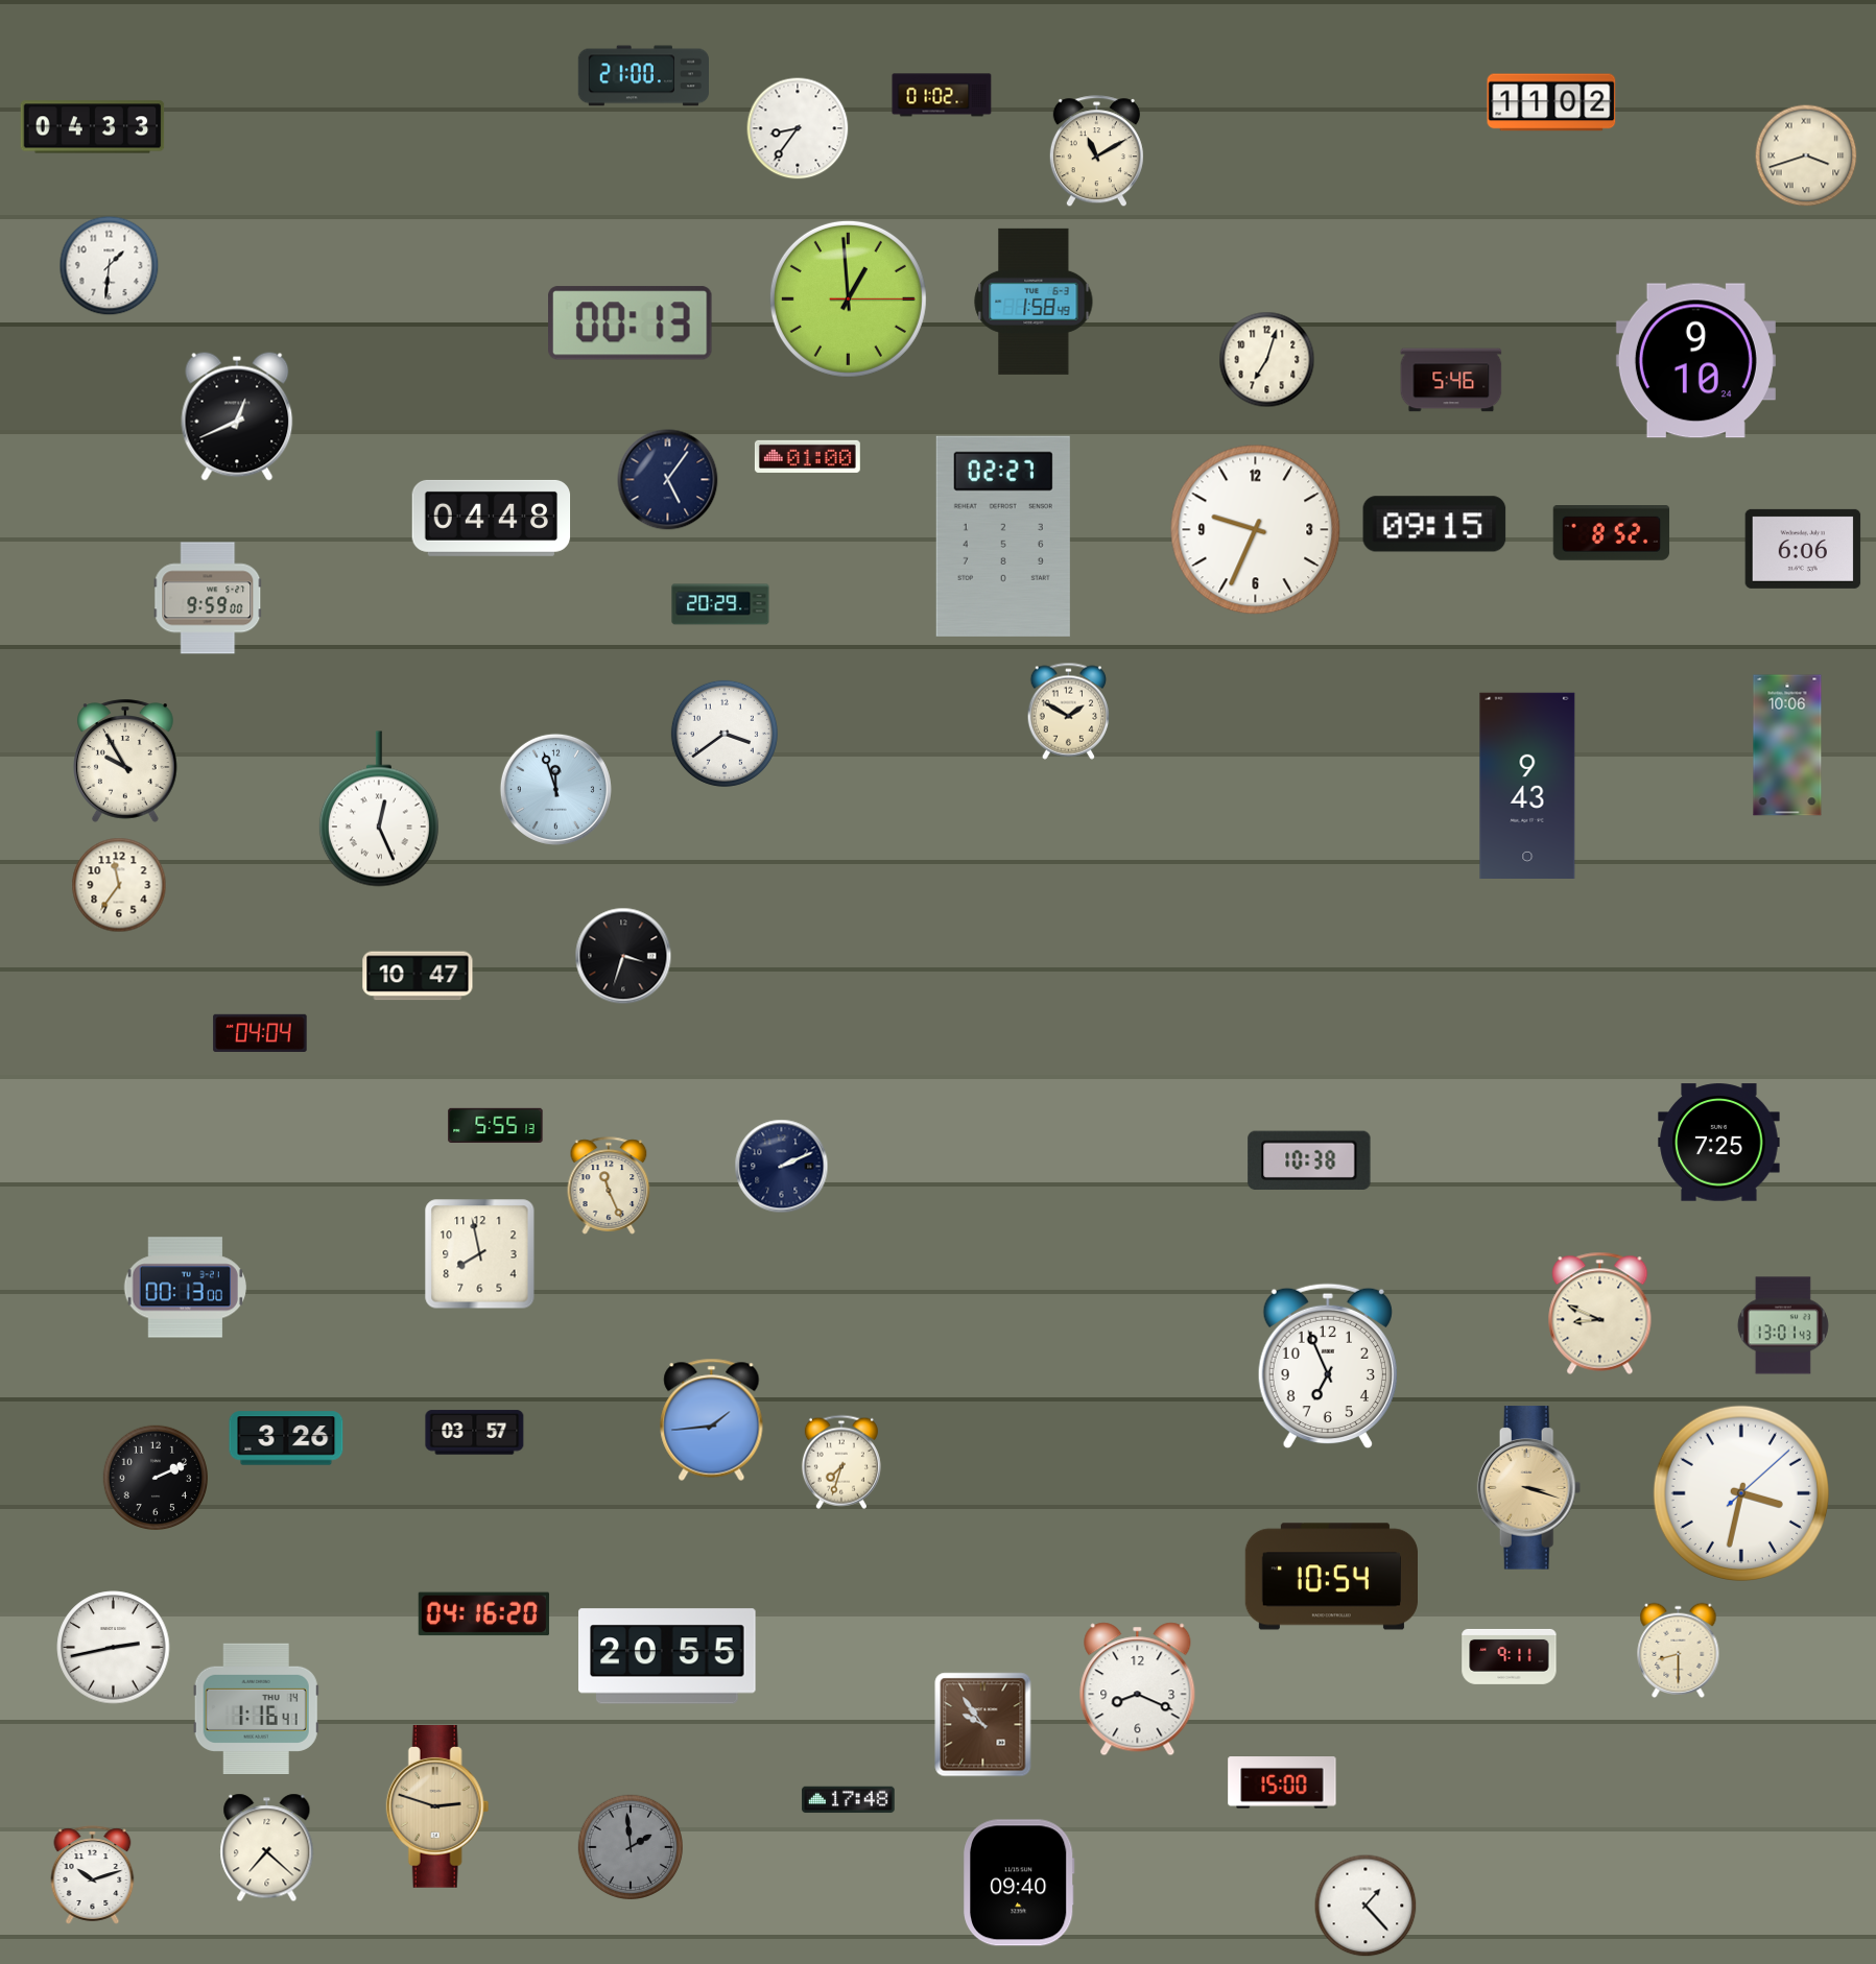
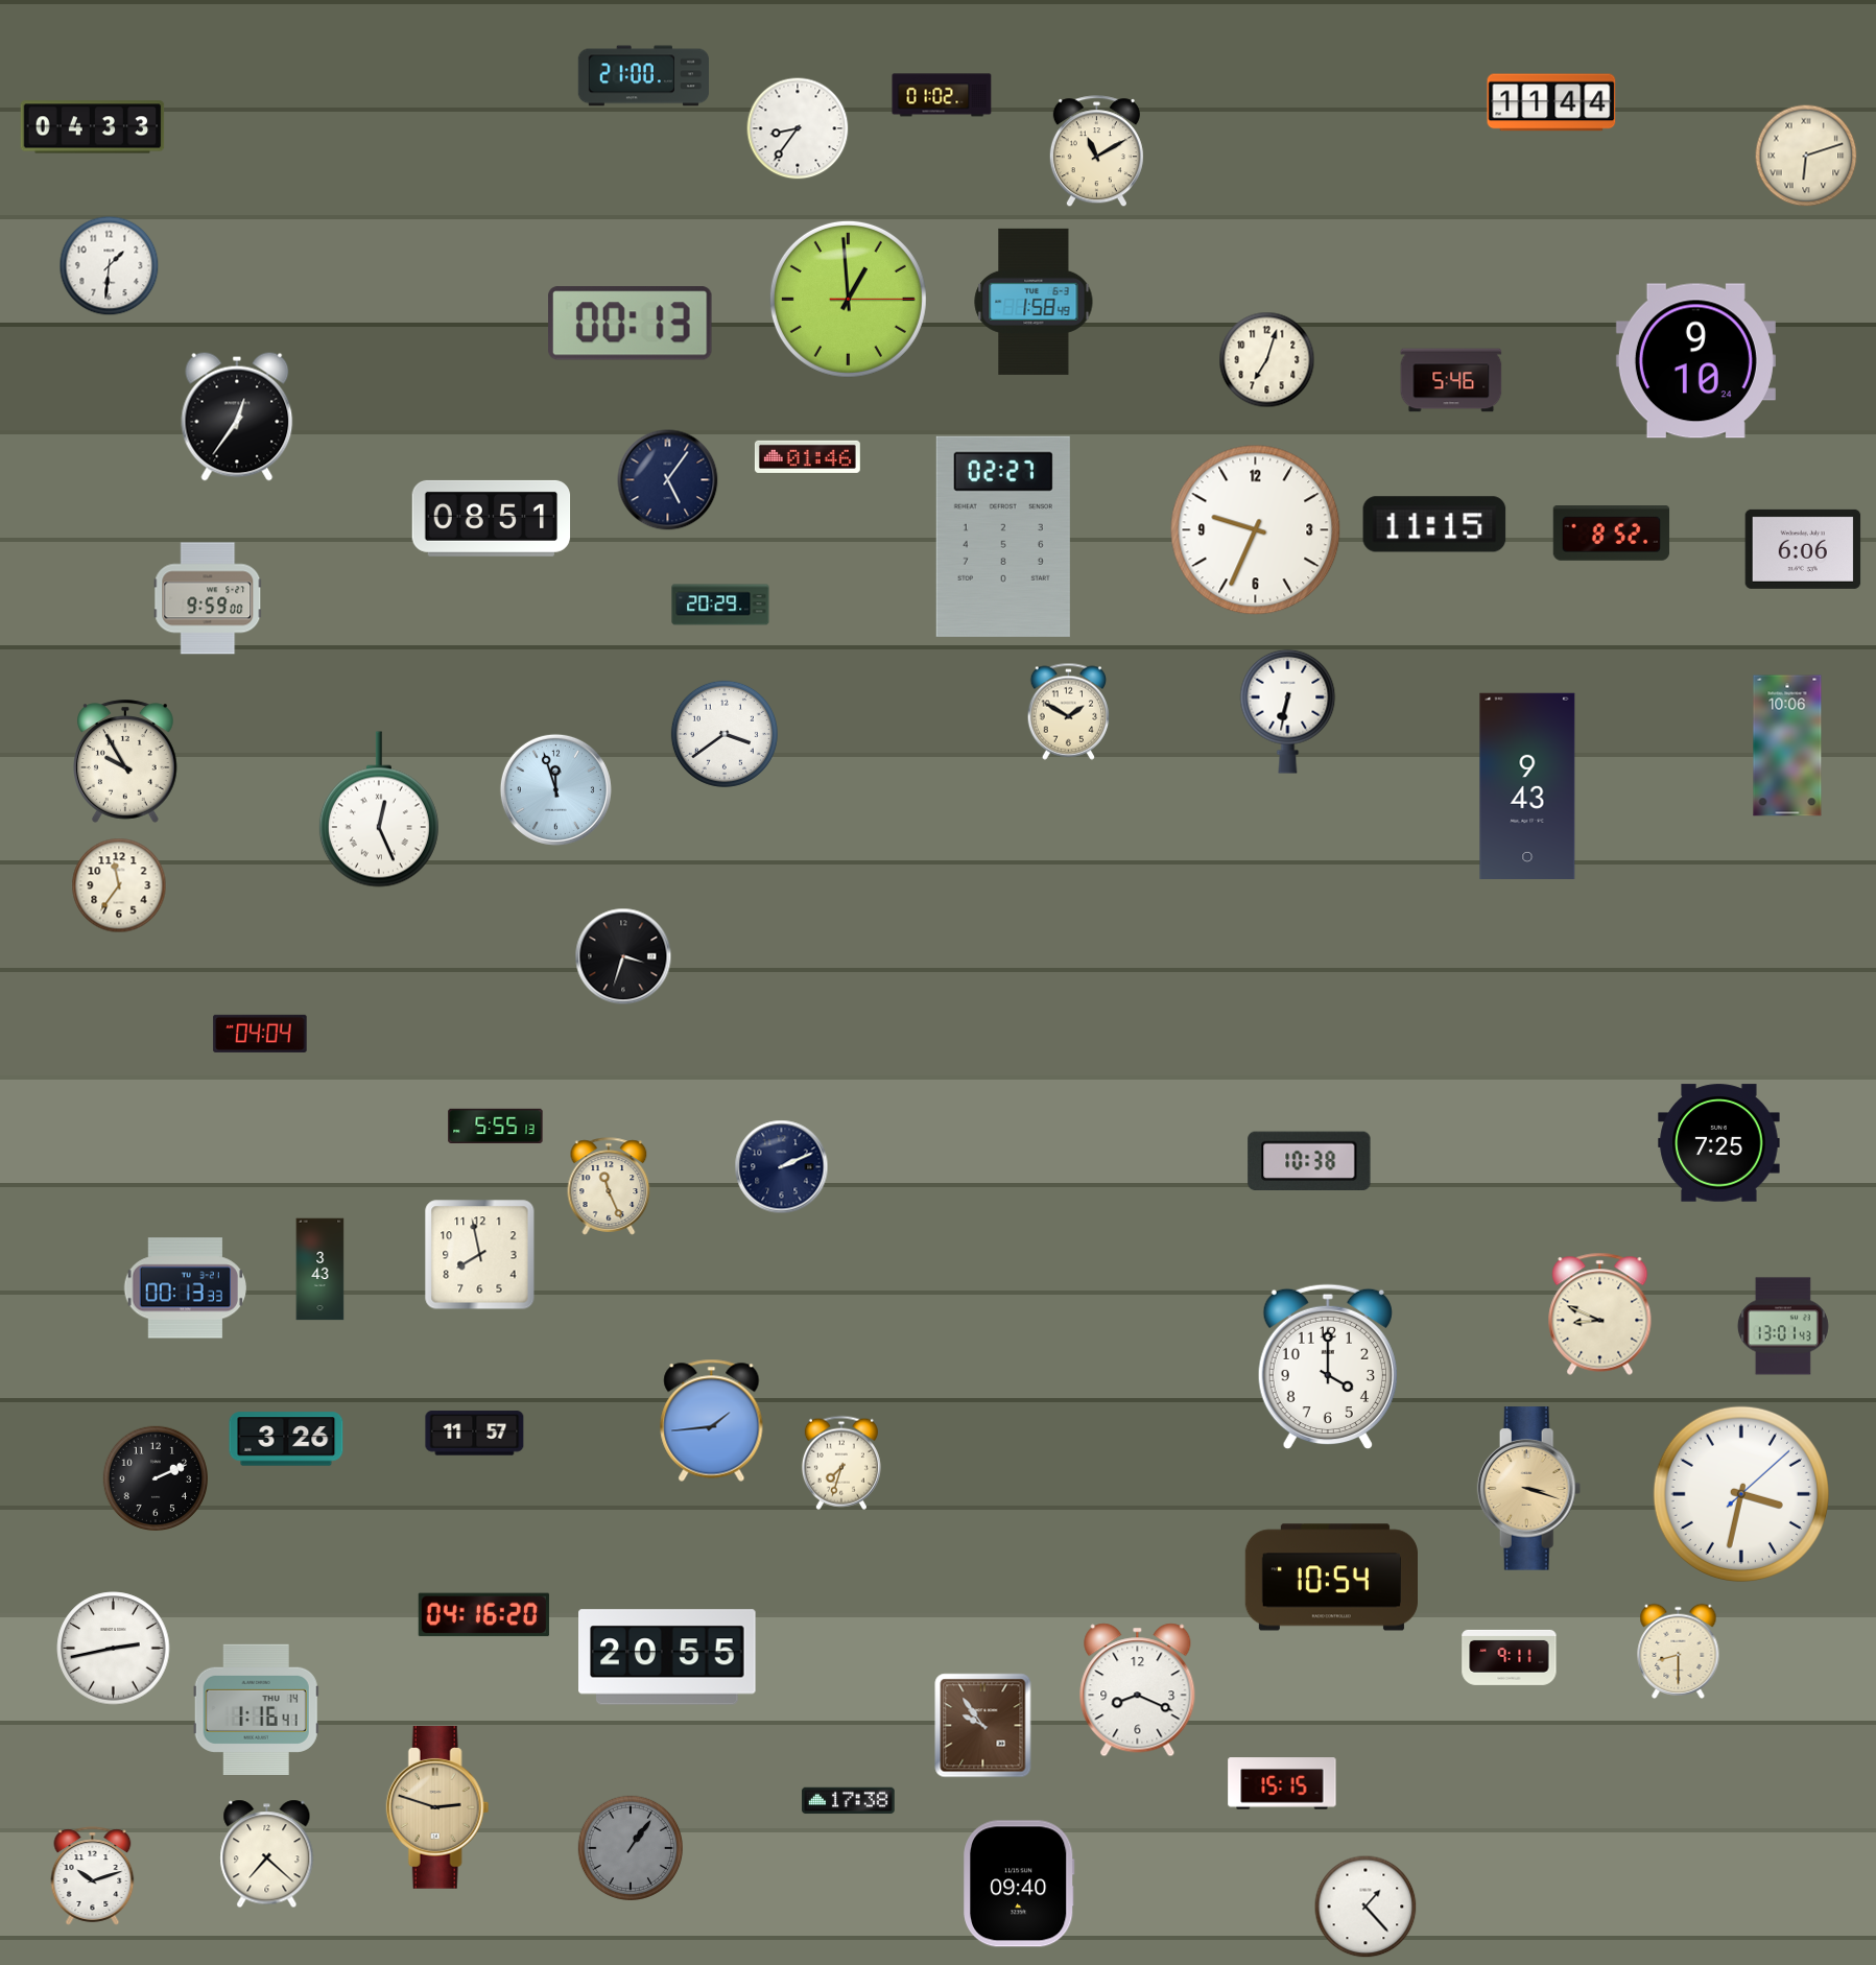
clock at (1551, 102): 11:02 -> 11:44
clock at (1806, 155): 3:42 -> 6:12
clock at (237, 416): 12:41 -> 12:36
clock at (807, 456): 01:00 -> 01:46
clock at (492, 518): 04:48 -> 08:51
clock at (1434, 524): 09:15 -> 11:15
clock at (1288, 711): none -> 6:32
clock at (418, 976): 10:47 -> none
clock at (320, 1270): none -> 3:43
clock at (185, 1288): 00:13:00 -> 00:13:33
clock at (1328, 1366): 6:56 -> 4:00
clock at (475, 1433): 03:57 -> 11:57
clock at (1282, 1782): 15:00 -> 15:15
clock at (849, 1800): 17:48 -> 17:38
clock at (630, 1846): 1:59 -> 1:06
clock at (267, 1848) position: (267, 1848) -> (267, 1854)
